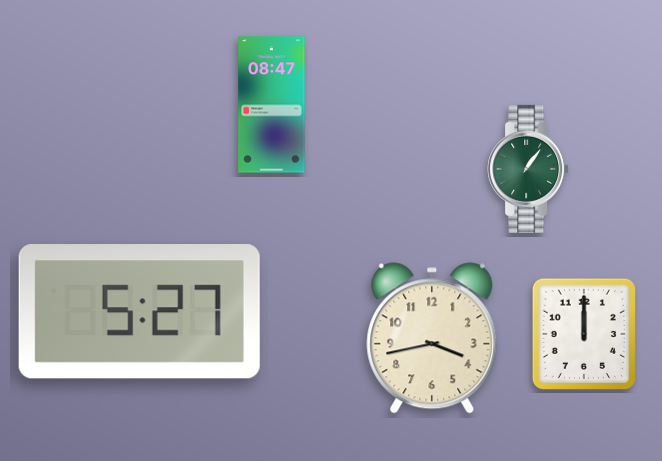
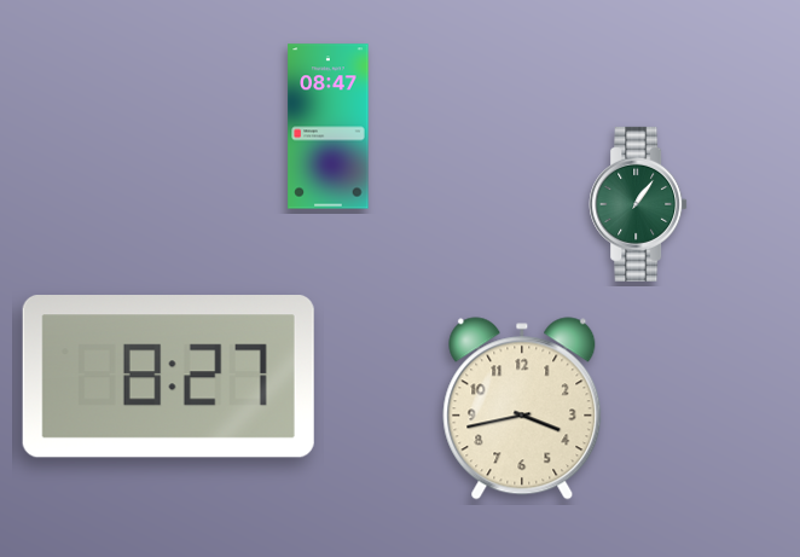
clock at (139, 312): 5:27 -> 8:27
clock at (584, 334): 12:00 -> none
